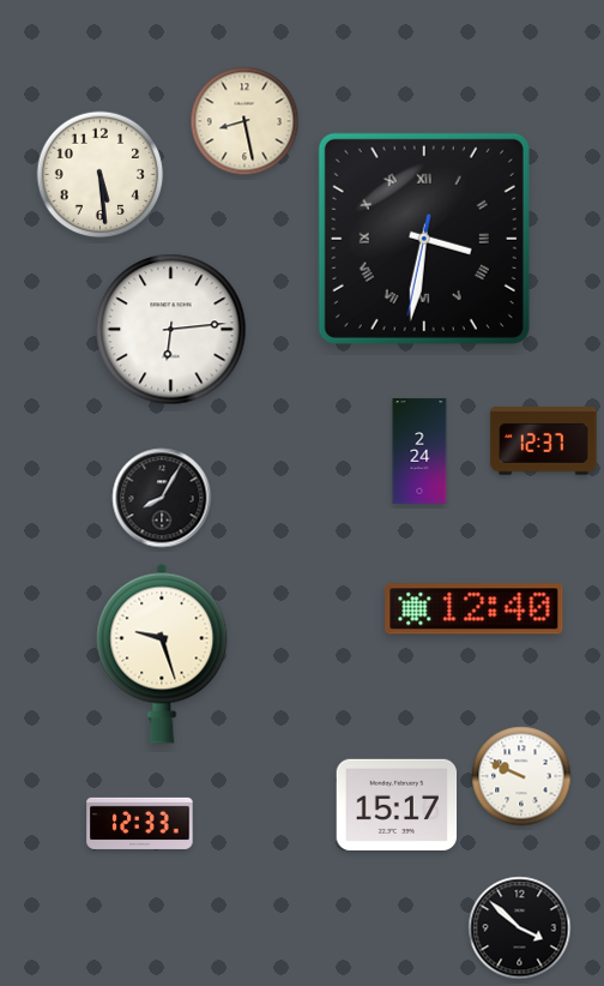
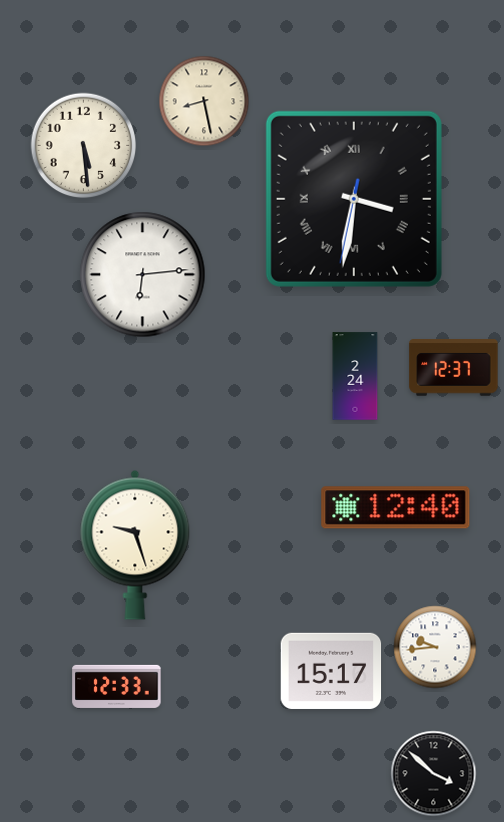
clock at (419, 451) position: (419, 451) -> (355, 376)
clock at (162, 498): 8:05 -> none
clock at (521, 776): 9:49 -> 9:44
